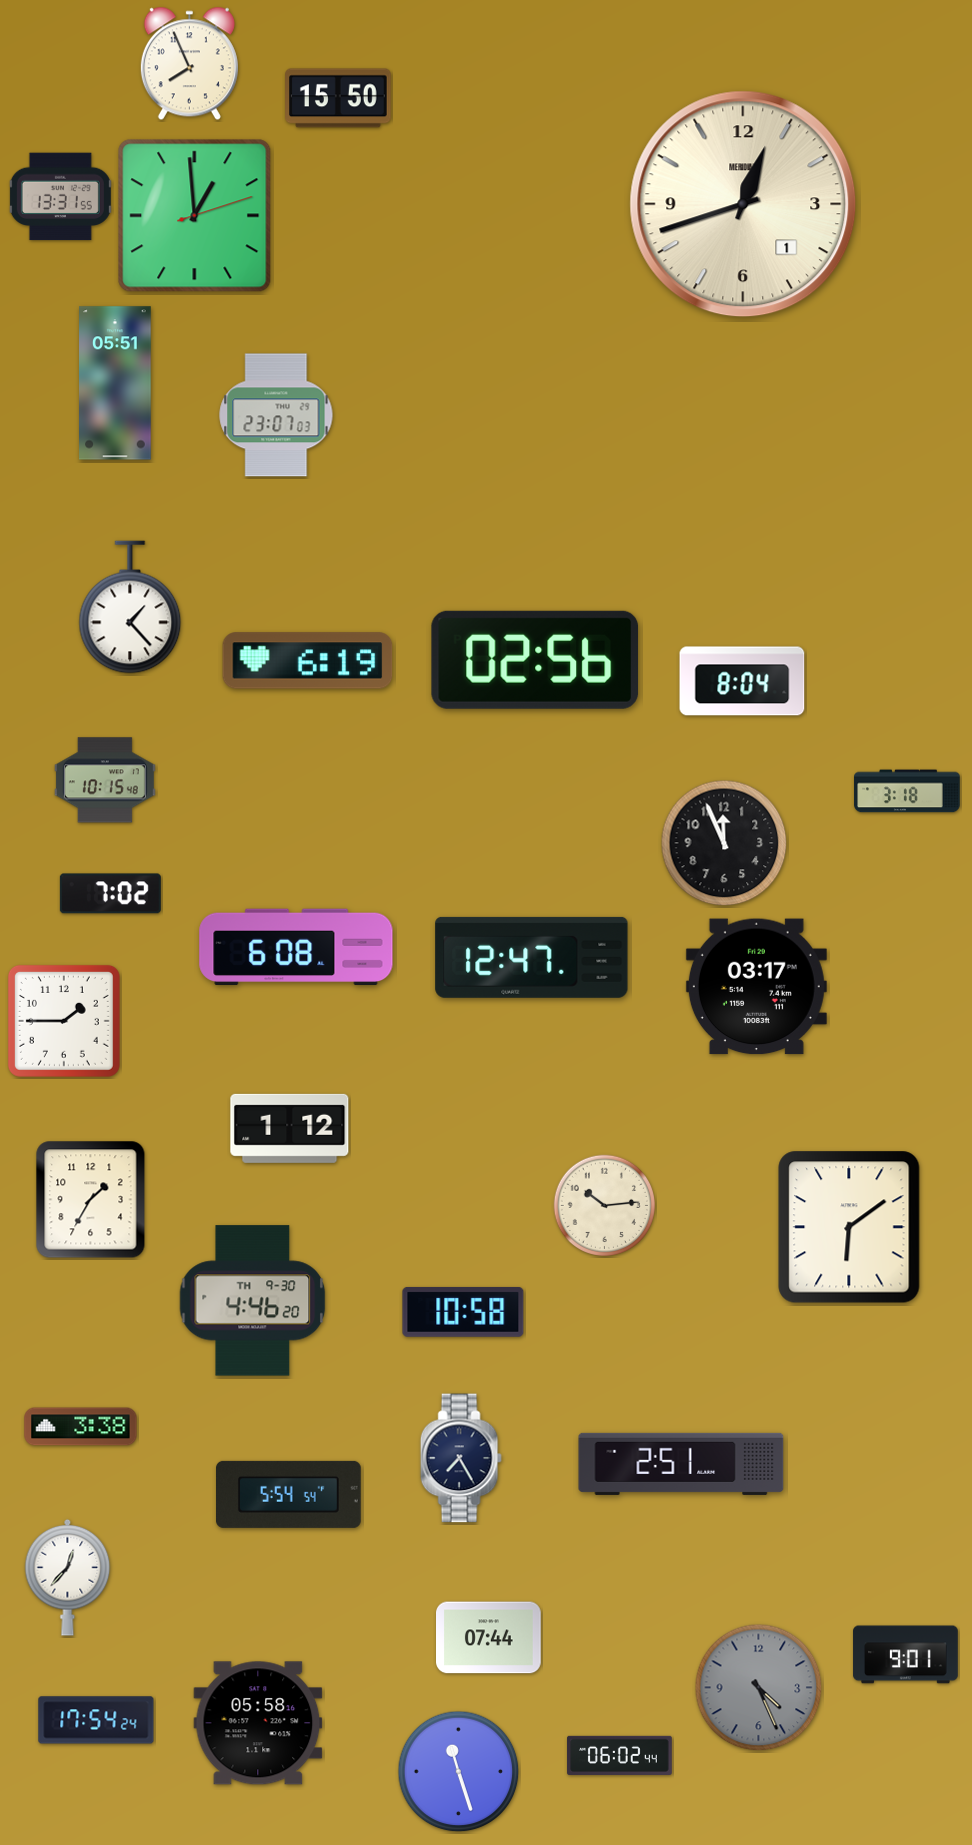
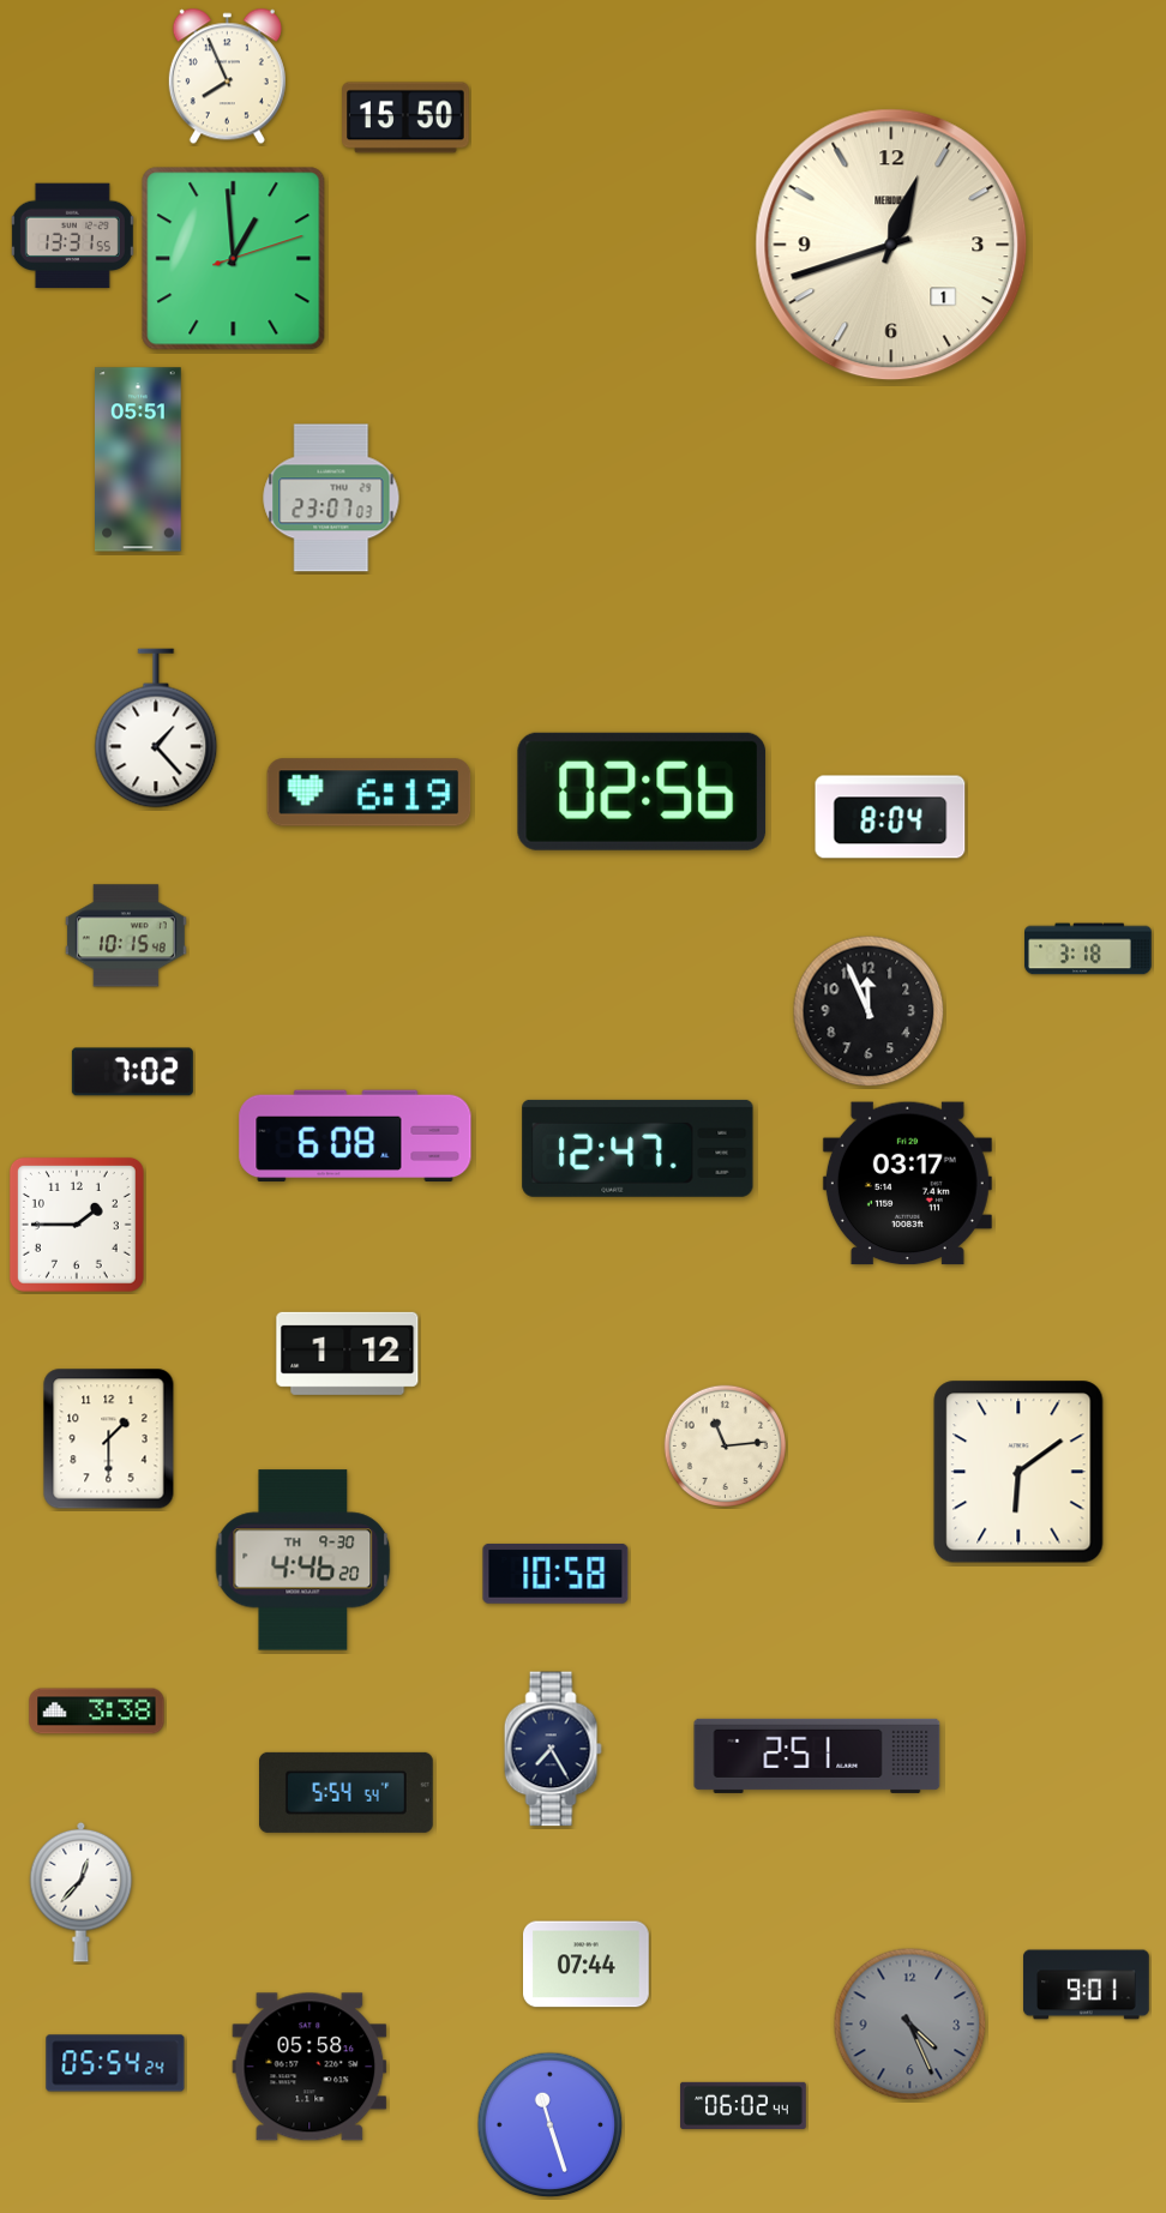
clock at (91, 1200): 1:35 -> 1:30
clock at (604, 1205): 10:14 -> 11:14
clock at (96, 1720): 17:54 -> 05:54
